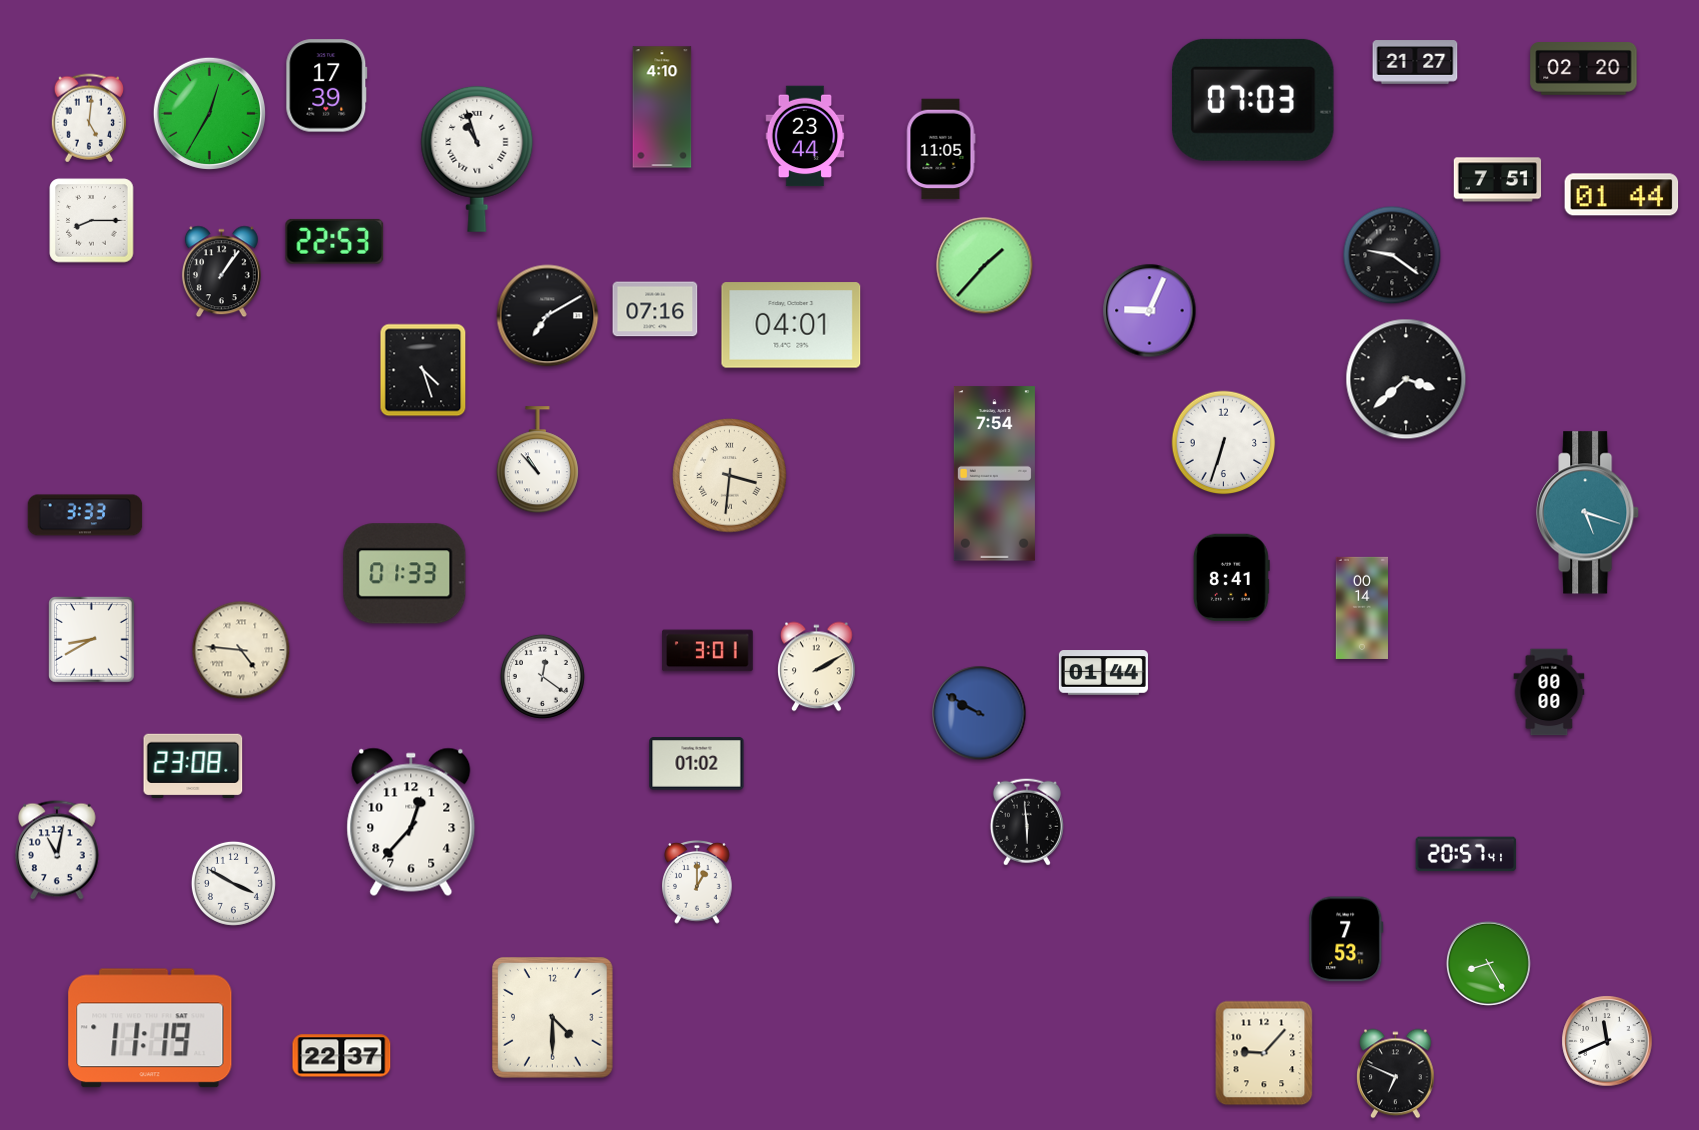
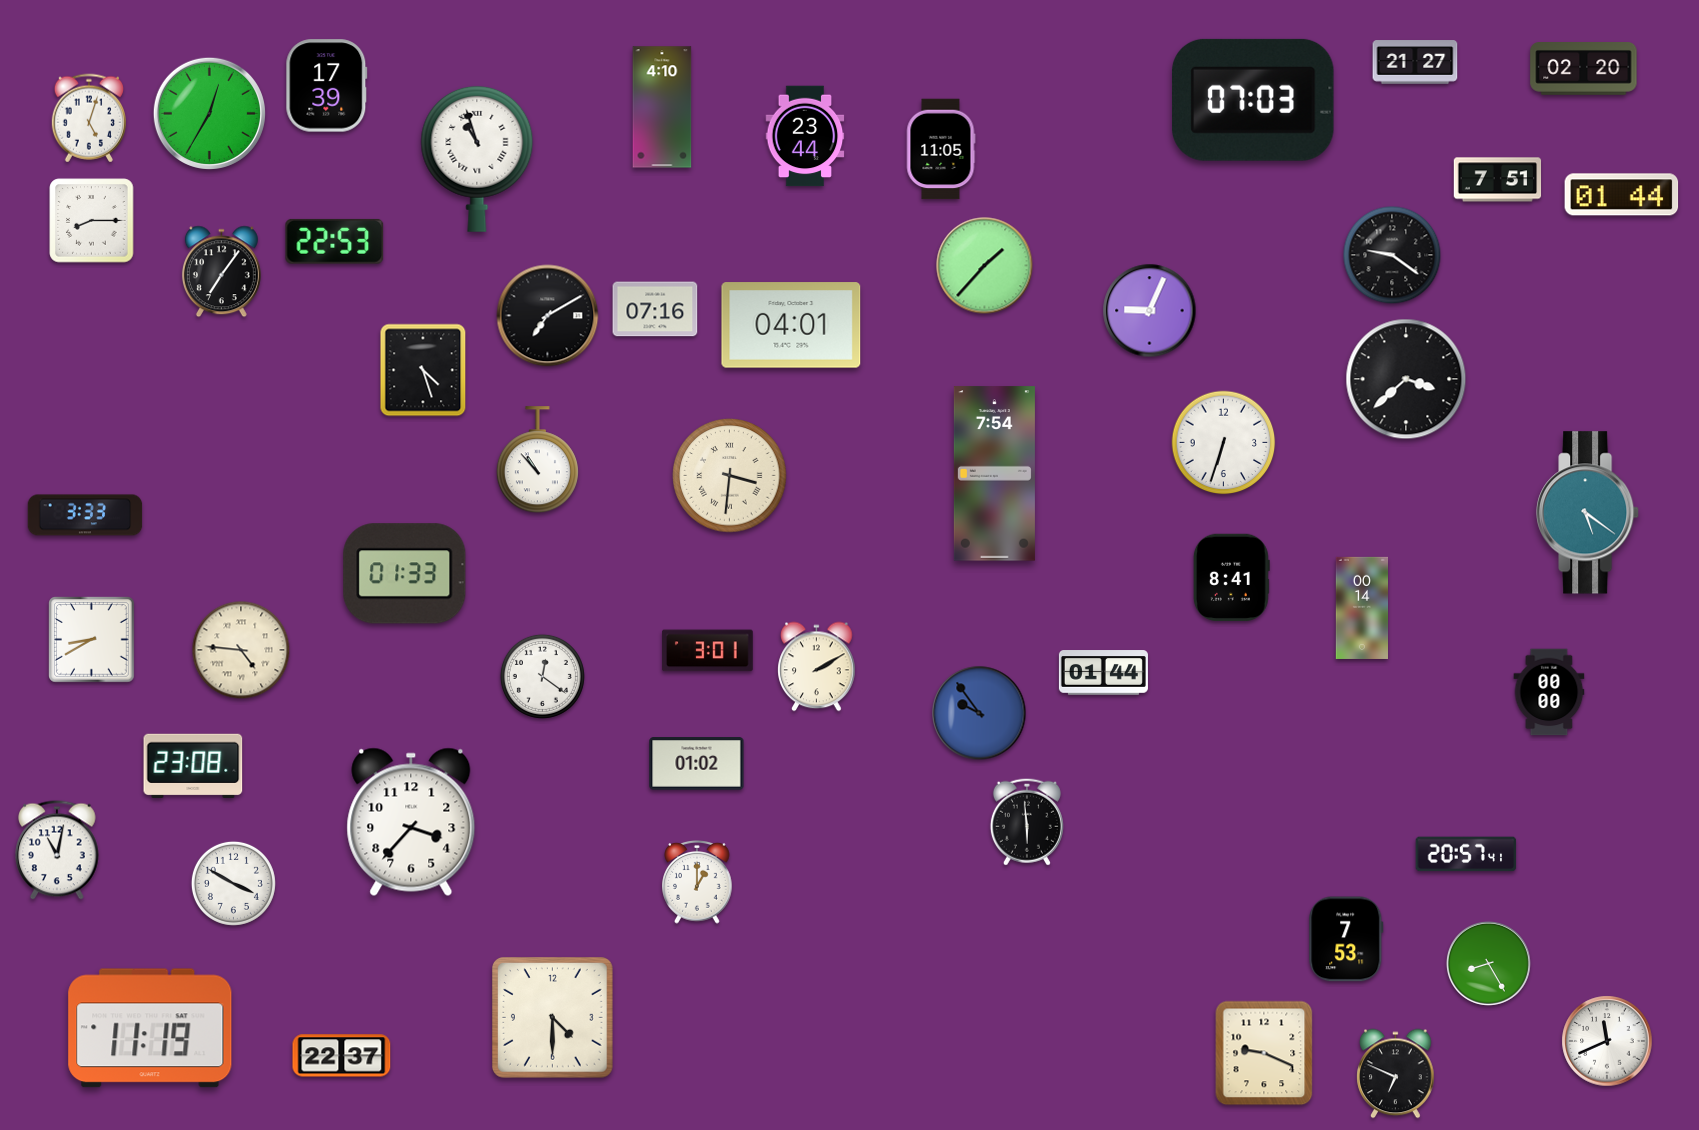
clock at (89, 118): 5:01 -> 5:03
clock at (221, 272): 1:06 -> 7:06
clock at (1588, 513): 5:18 -> 5:21
clock at (979, 713): 9:50 -> 9:54
clock at (411, 822): 12:37 -> 3:37
clock at (1264, 1053): 9:07 -> 9:19
